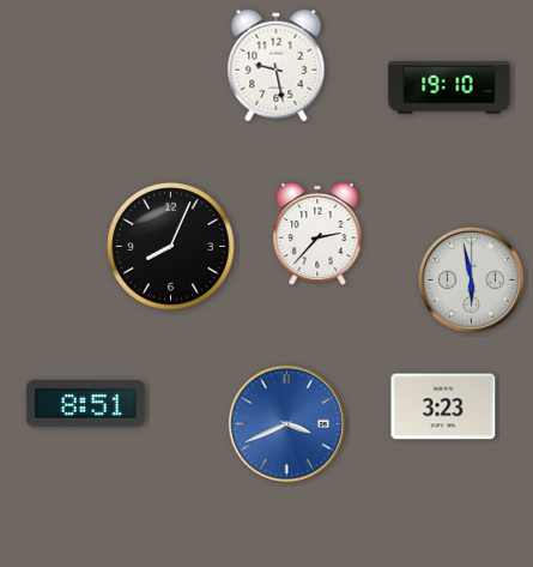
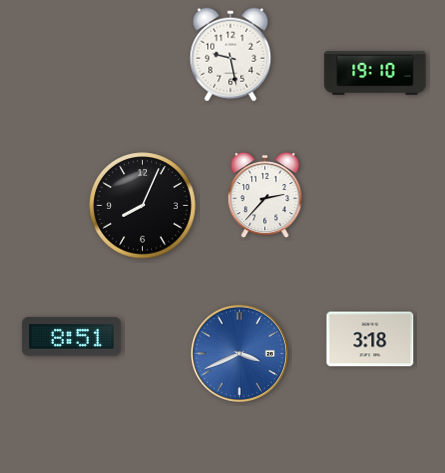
clock at (471, 279): 5:58 -> none
clock at (443, 406): 3:23 -> 3:18
